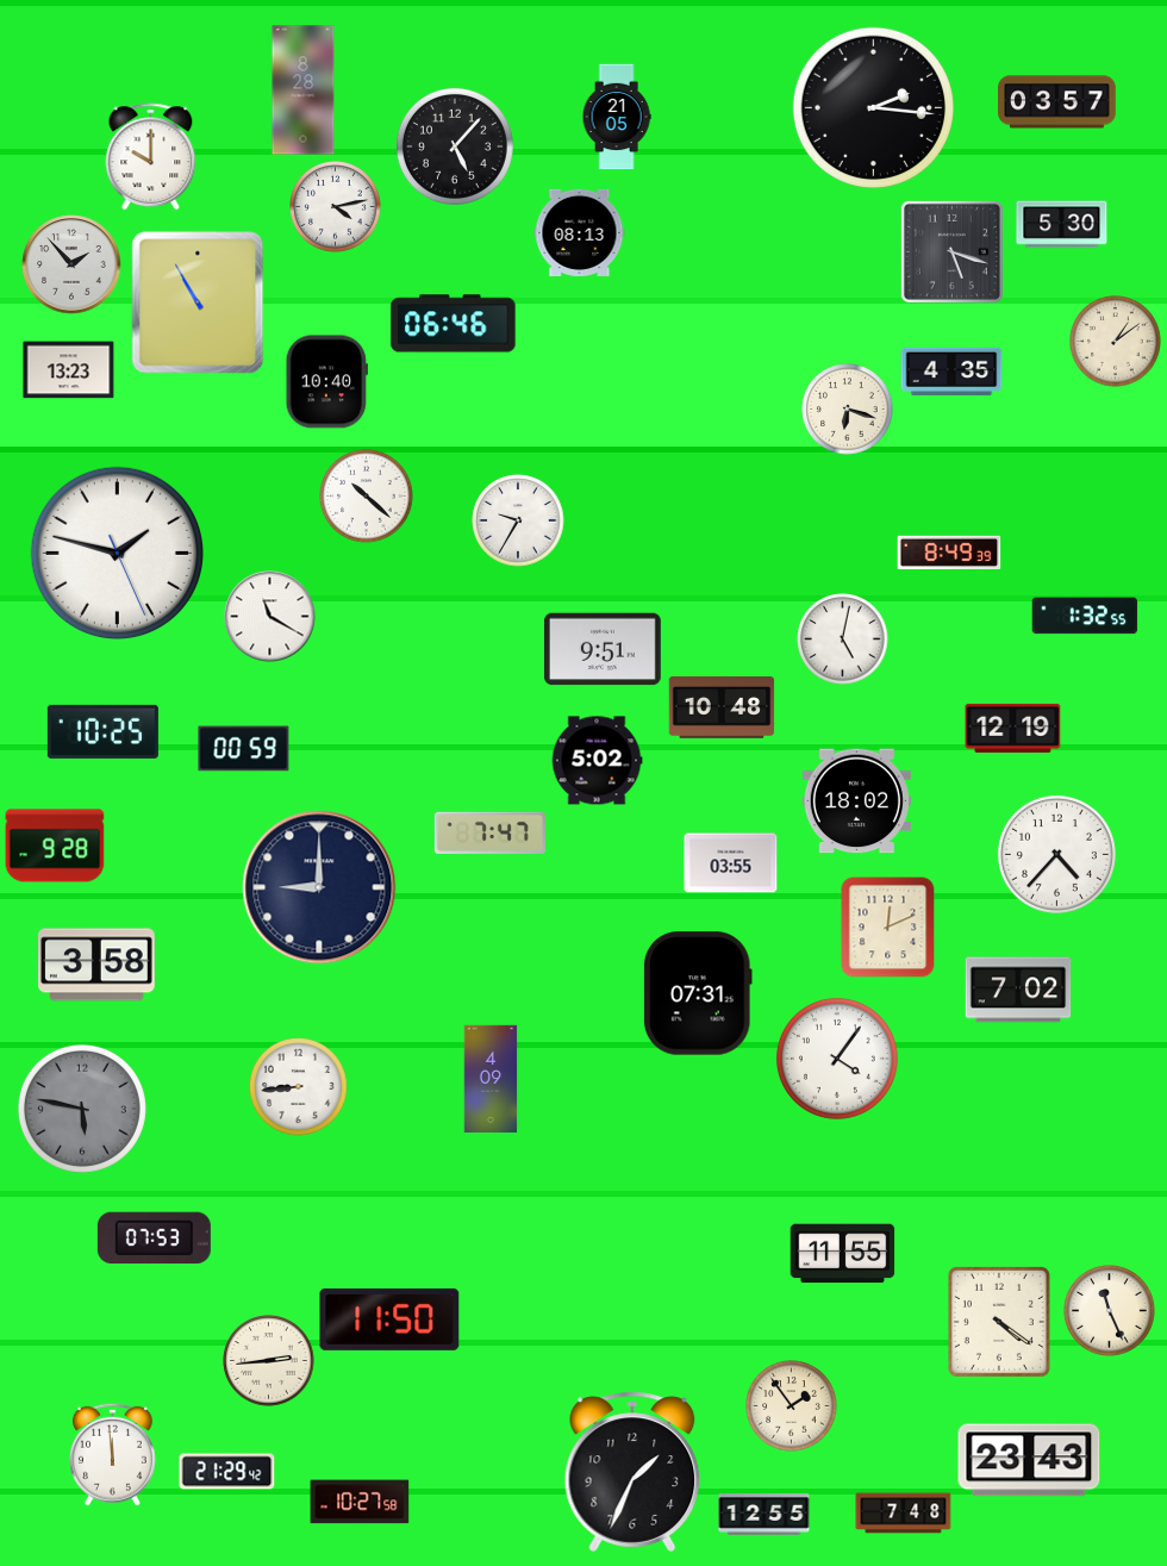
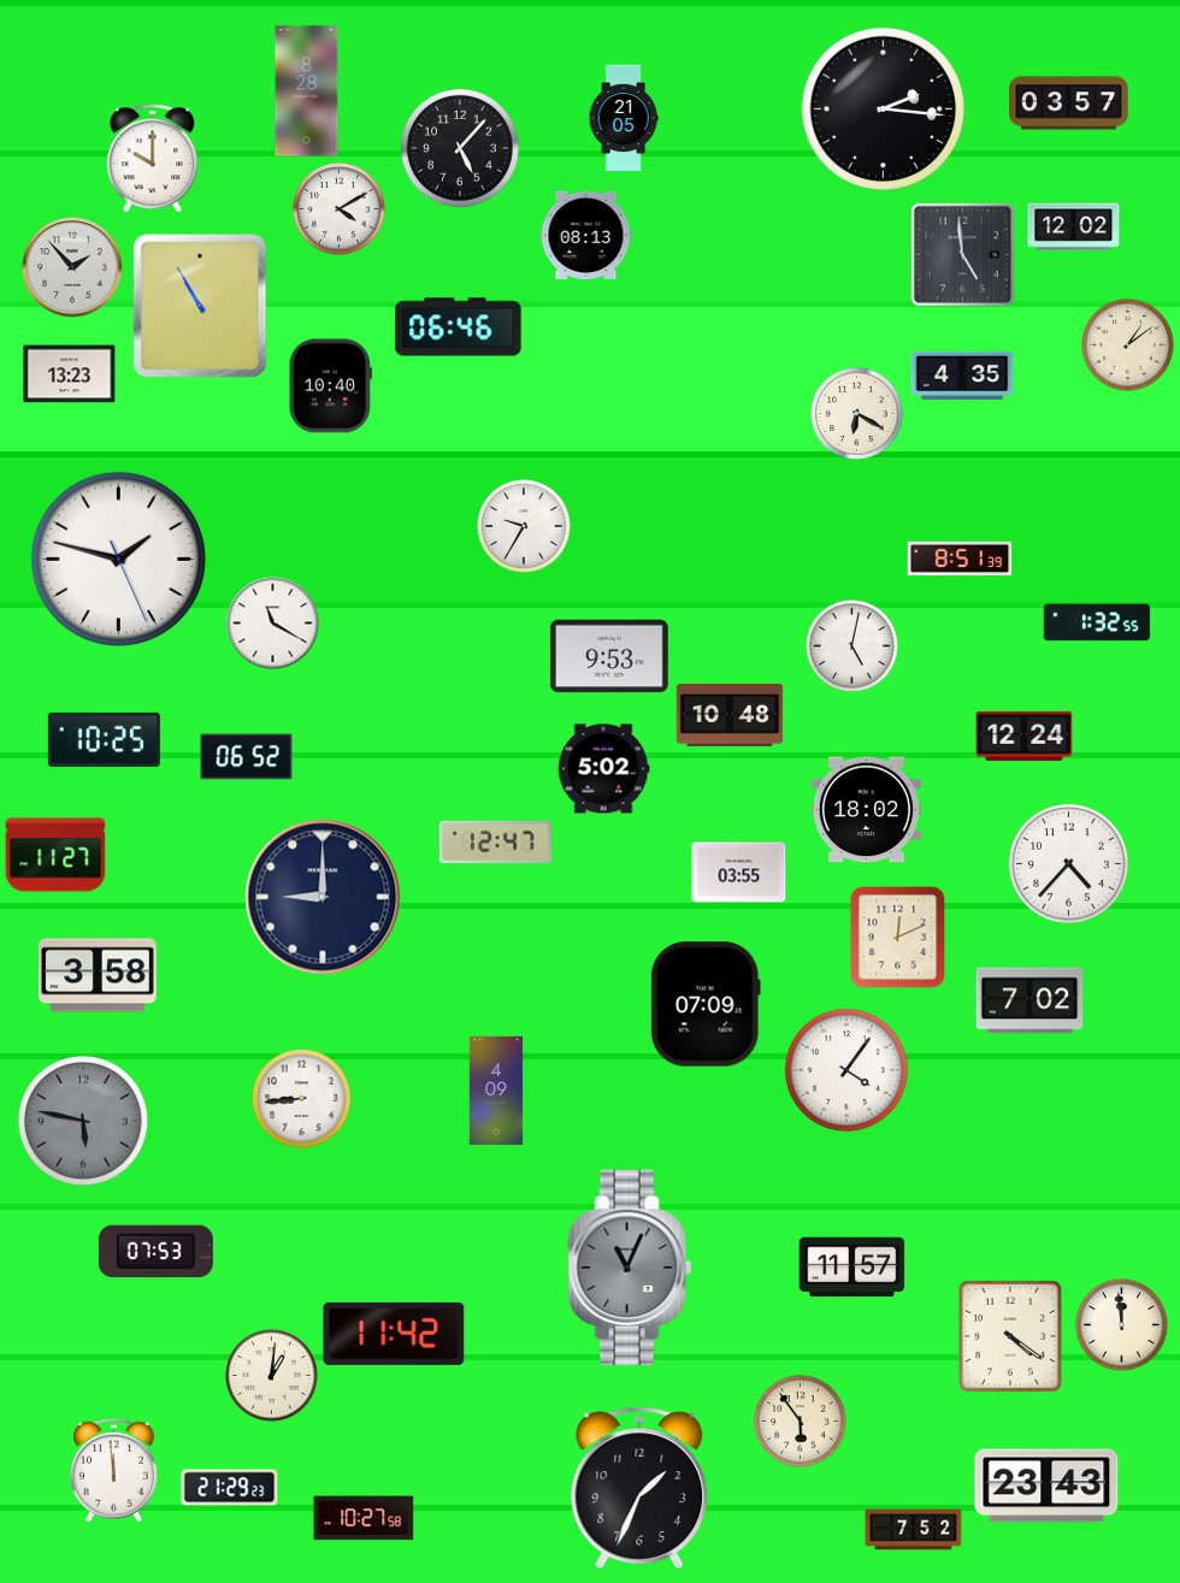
clock at (336, 207): 4:13 -> 4:10
clock at (1062, 225): 5:30 -> 12:02
clock at (951, 251): 5:18 -> 4:59
clock at (848, 410): 6:18 -> 6:20
clock at (367, 497): 10:22 -> none
clock at (949, 551): 8:49 -> 8:51
clock at (603, 649): 9:51 -> 9:53
clock at (1013, 728): 12:19 -> 12:24
clock at (244, 749): 00:59 -> 06:52
clock at (489, 832): 7:47 -> 12:47
clock at (55, 846): 9:28 -> 11:27
clock at (698, 993): 07:31 -> 07:09
clock at (630, 1268): none -> 11:04
clock at (843, 1254): 11:55 -> 11:57
clock at (1110, 1311): 11:26 -> 11:59
clock at (389, 1319): 11:50 -> 11:42
clock at (269, 1361): 2:44 -> 1:01
clock at (792, 1406): 1:54 -> 5:54
clock at (1029, 1460) position: (1029, 1460) -> (1046, 1485)
clock at (227, 1472): 21:29:42 -> 21:29:23
clock at (904, 1514): 7:48 -> 7:52
clock at (765, 1515): 12:55 -> none
